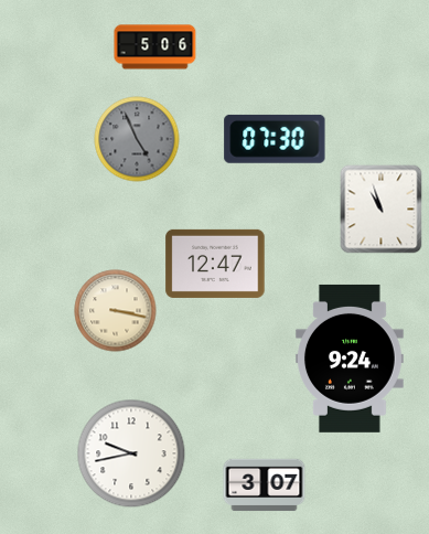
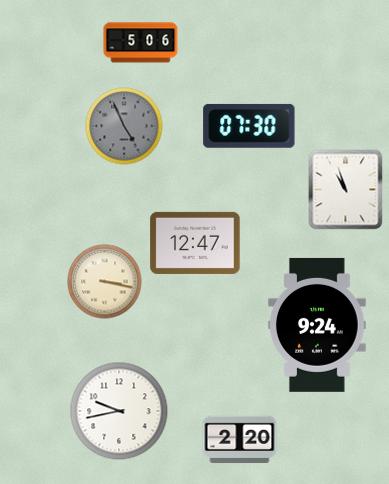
clock at (215, 264) position: (215, 264) -> (195, 243)
clock at (265, 485): 3:07 -> 2:20
